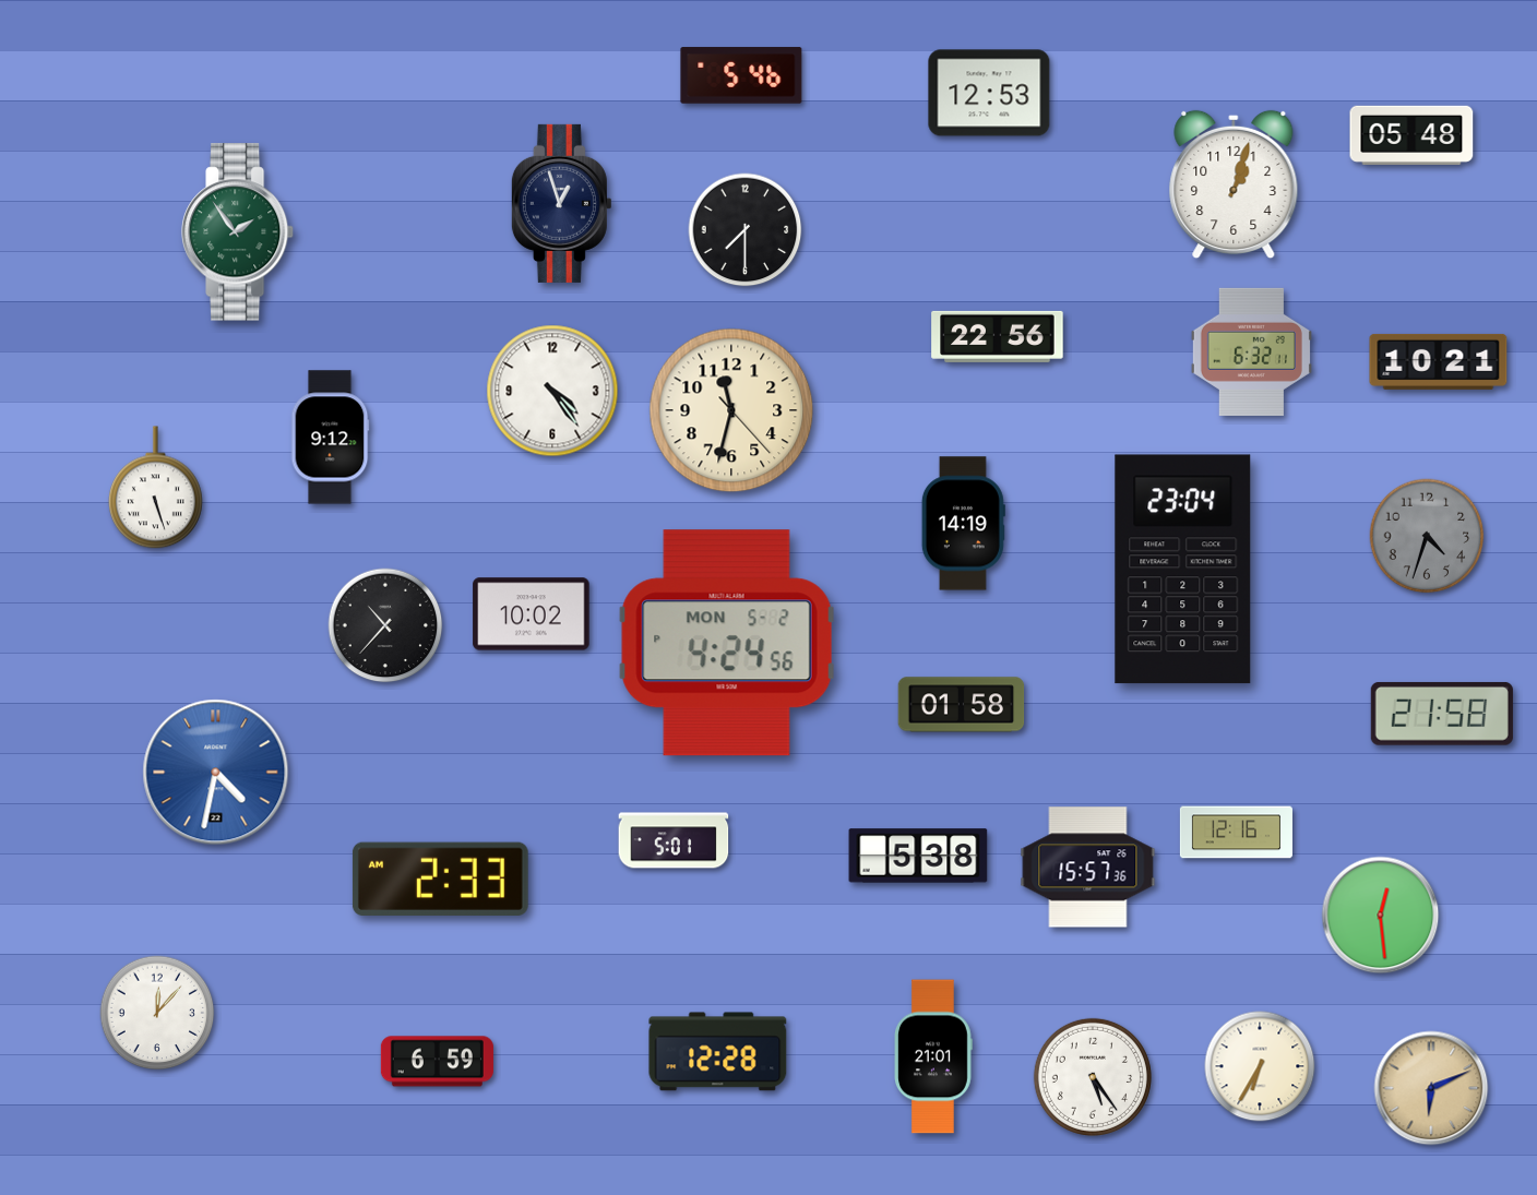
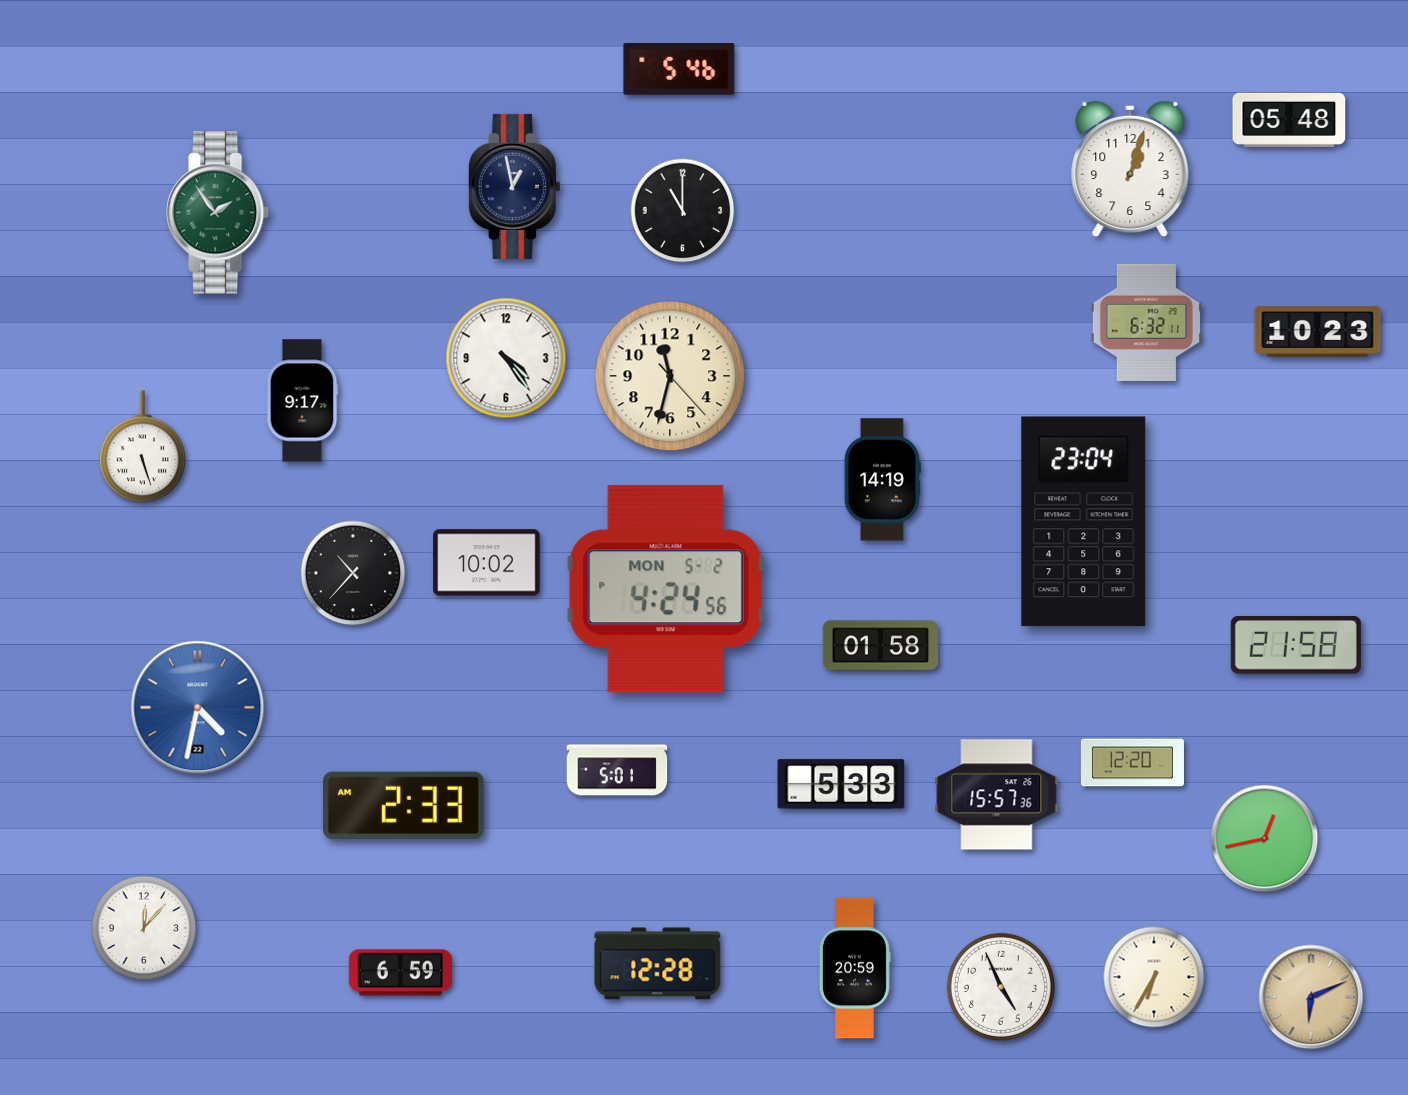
clock at (989, 93): 12:53 -> none
clock at (1411, 135) position: (1411, 135) -> (1289, 120)
clock at (561, 203): 12:57 -> 12:58
clock at (746, 230): 7:30 -> 11:00
clock at (998, 336): 22:56 -> none
clock at (1439, 361): 10:21 -> 10:23
clock at (330, 438): 9:12 -> 9:17
clock at (1427, 536): 4:33 -> none
clock at (1442, 714) position: (1442, 714) -> (1296, 645)
clock at (1236, 833): 12:16 -> 12:20
clock at (918, 856): 5:38 -> 5:33
clock at (1381, 916): 12:29 -> 12:43
clock at (933, 1056): 21:01 -> 20:59
clock at (1093, 1077): 5:24 -> 4:56
